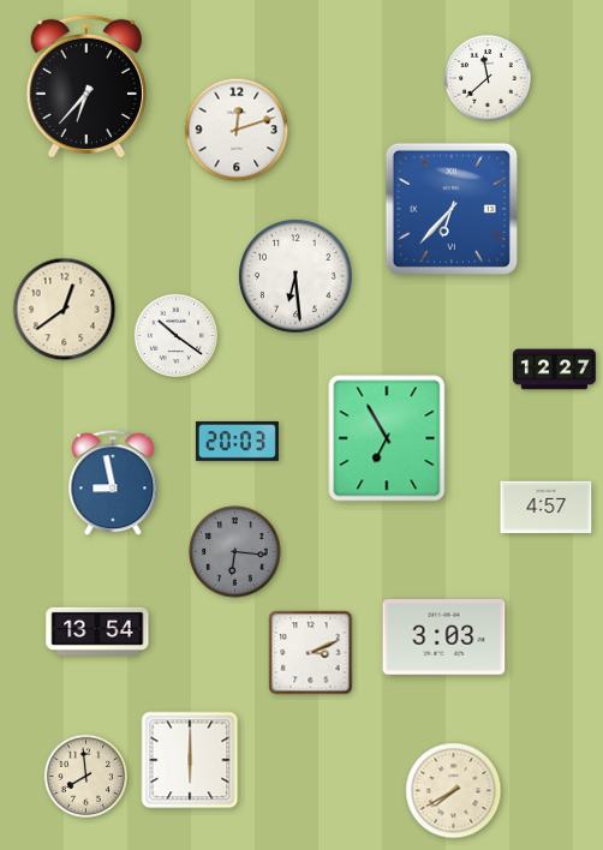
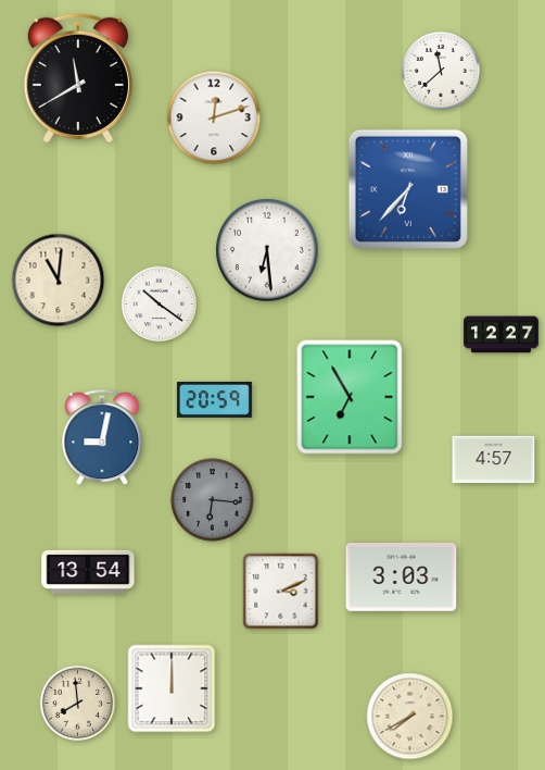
clock at (86, 86): 6:37 -> 11:40
clock at (65, 310): 12:39 -> 11:01
clock at (237, 441): 20:03 -> 20:59
clock at (113, 484): 8:58 -> 9:02
clock at (190, 760): 6:00 -> 12:00
